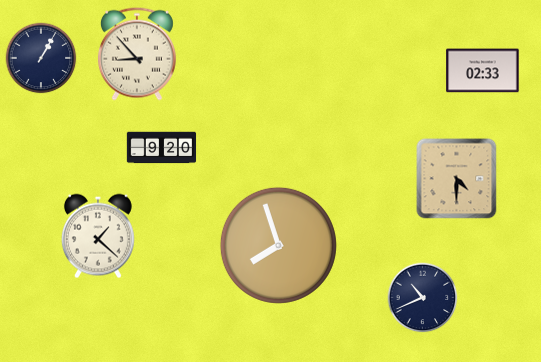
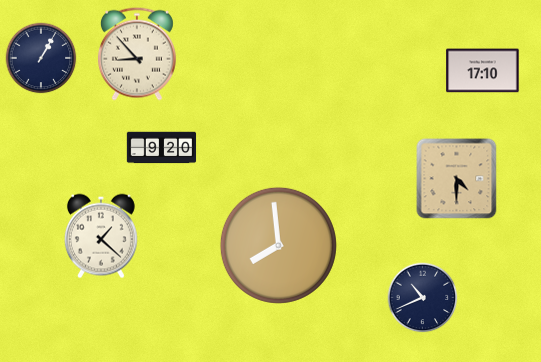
clock at (483, 71): 02:33 -> 17:10
clock at (98, 236) position: (98, 236) -> (101, 236)
clock at (278, 245): 7:57 -> 7:59
